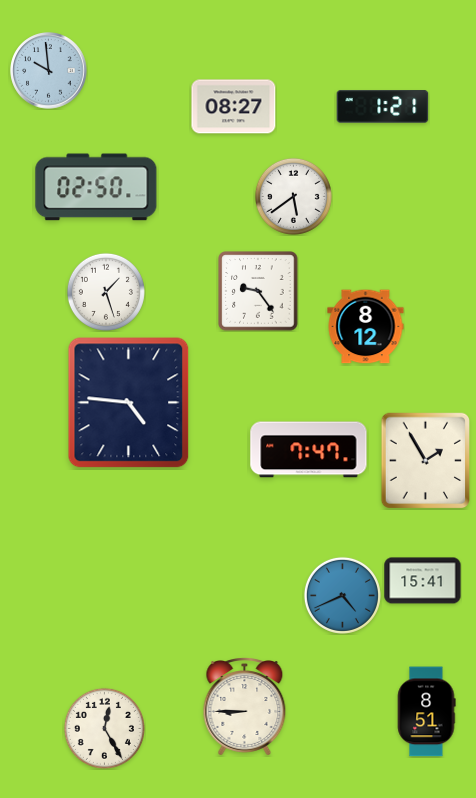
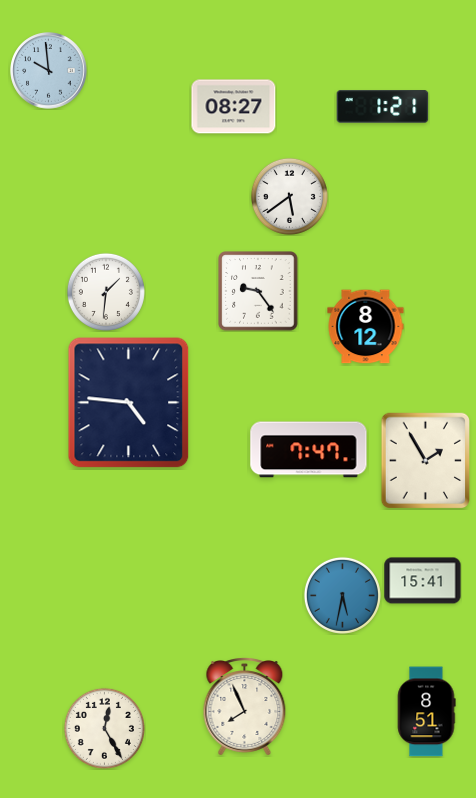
clock at (96, 187): 02:50 -> none
clock at (293, 196) position: (293, 196) -> (289, 196)
clock at (106, 292): 1:27 -> 1:31
clock at (342, 595): 4:41 -> 5:32
clock at (245, 707): 8:45 -> 7:56
